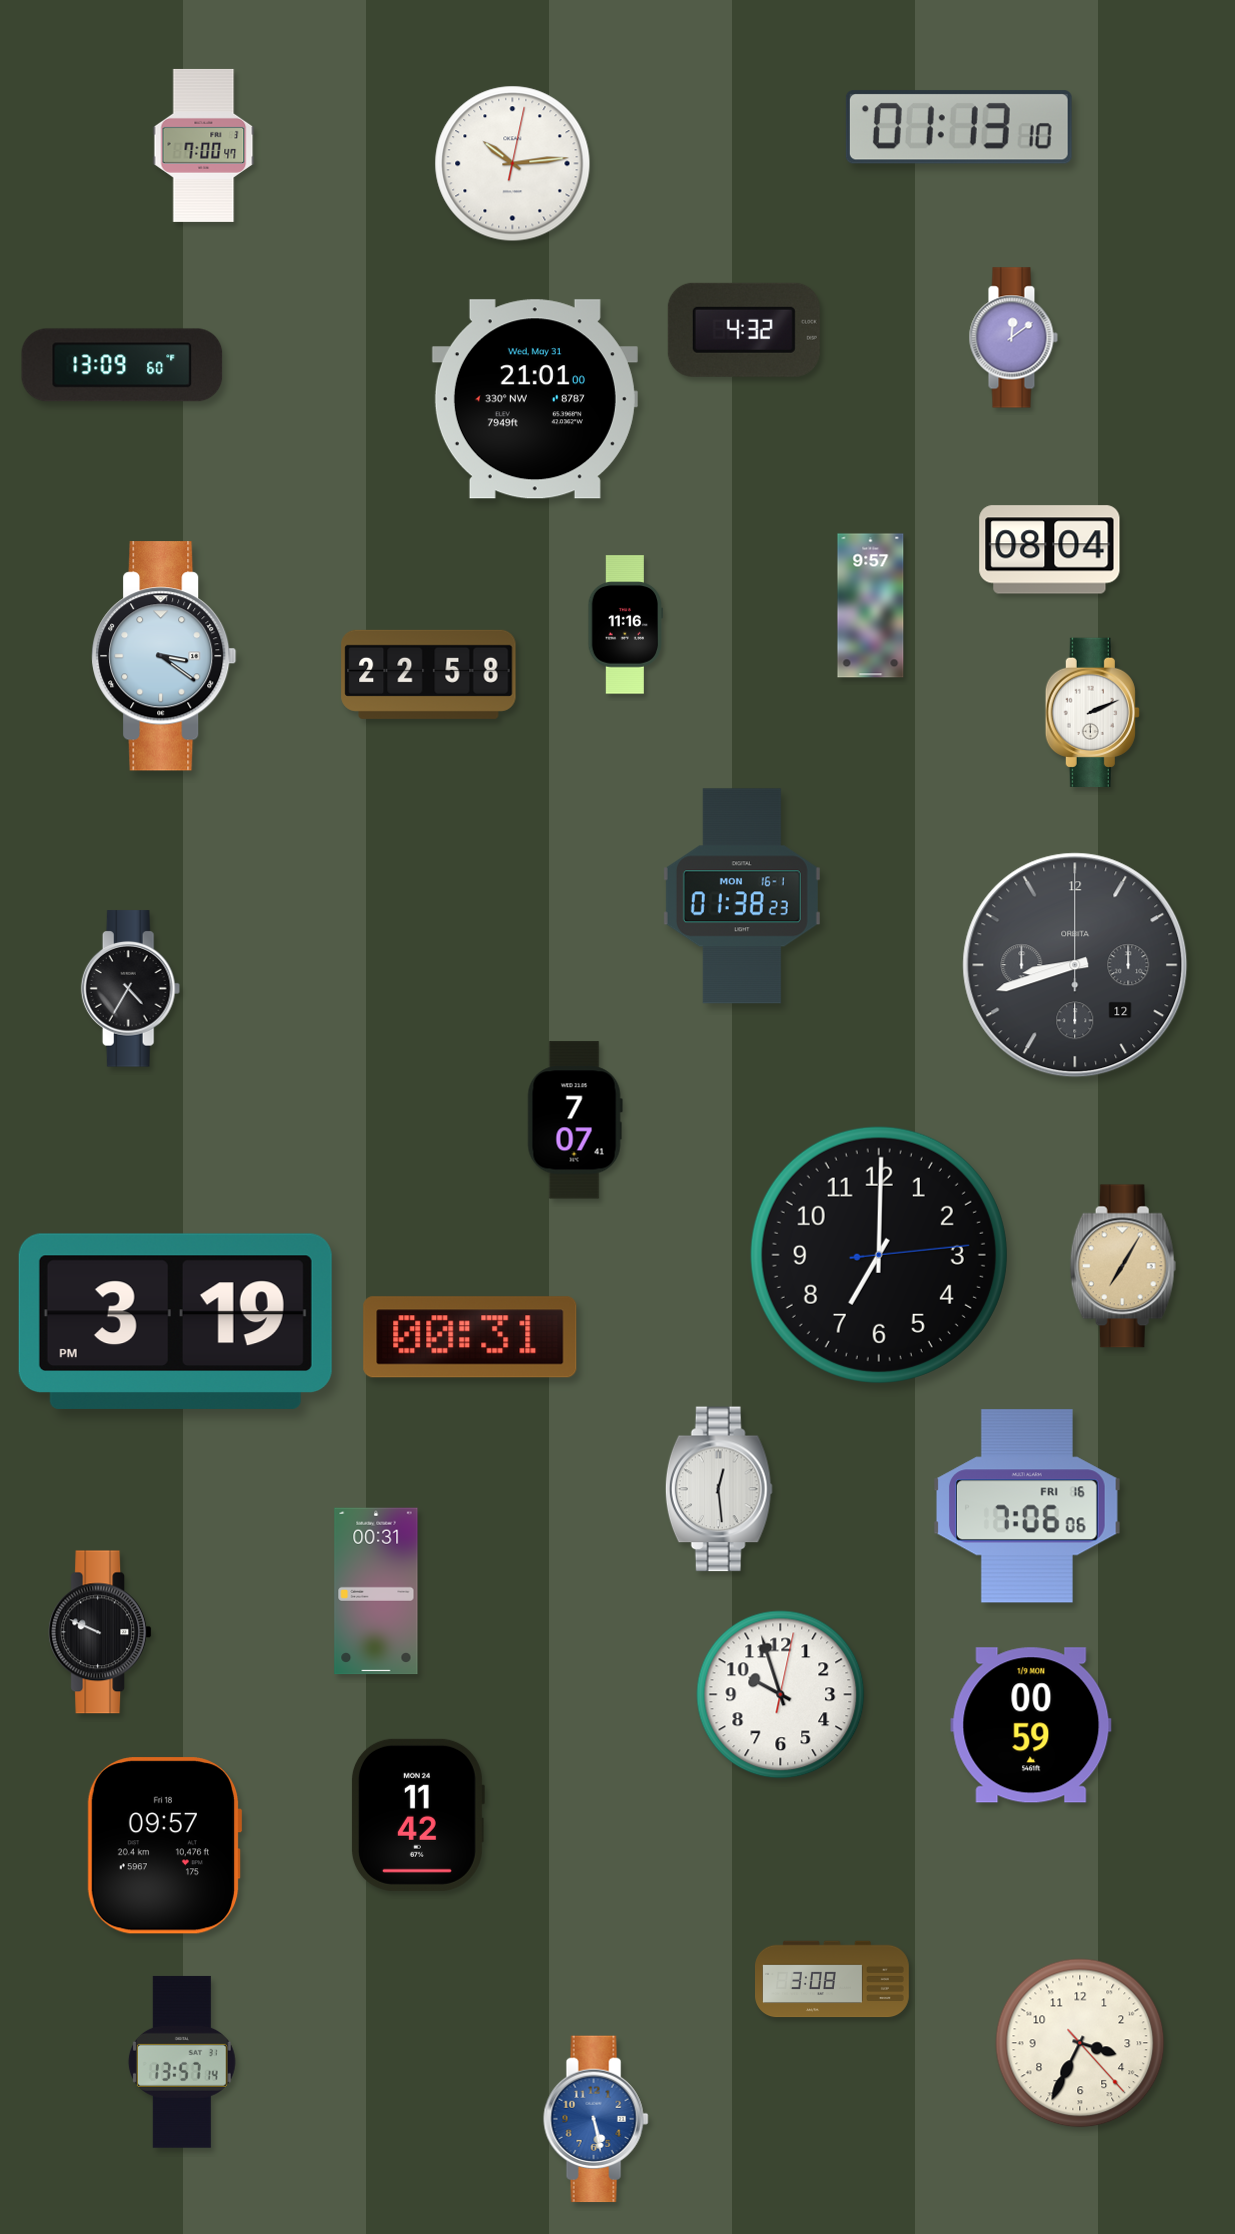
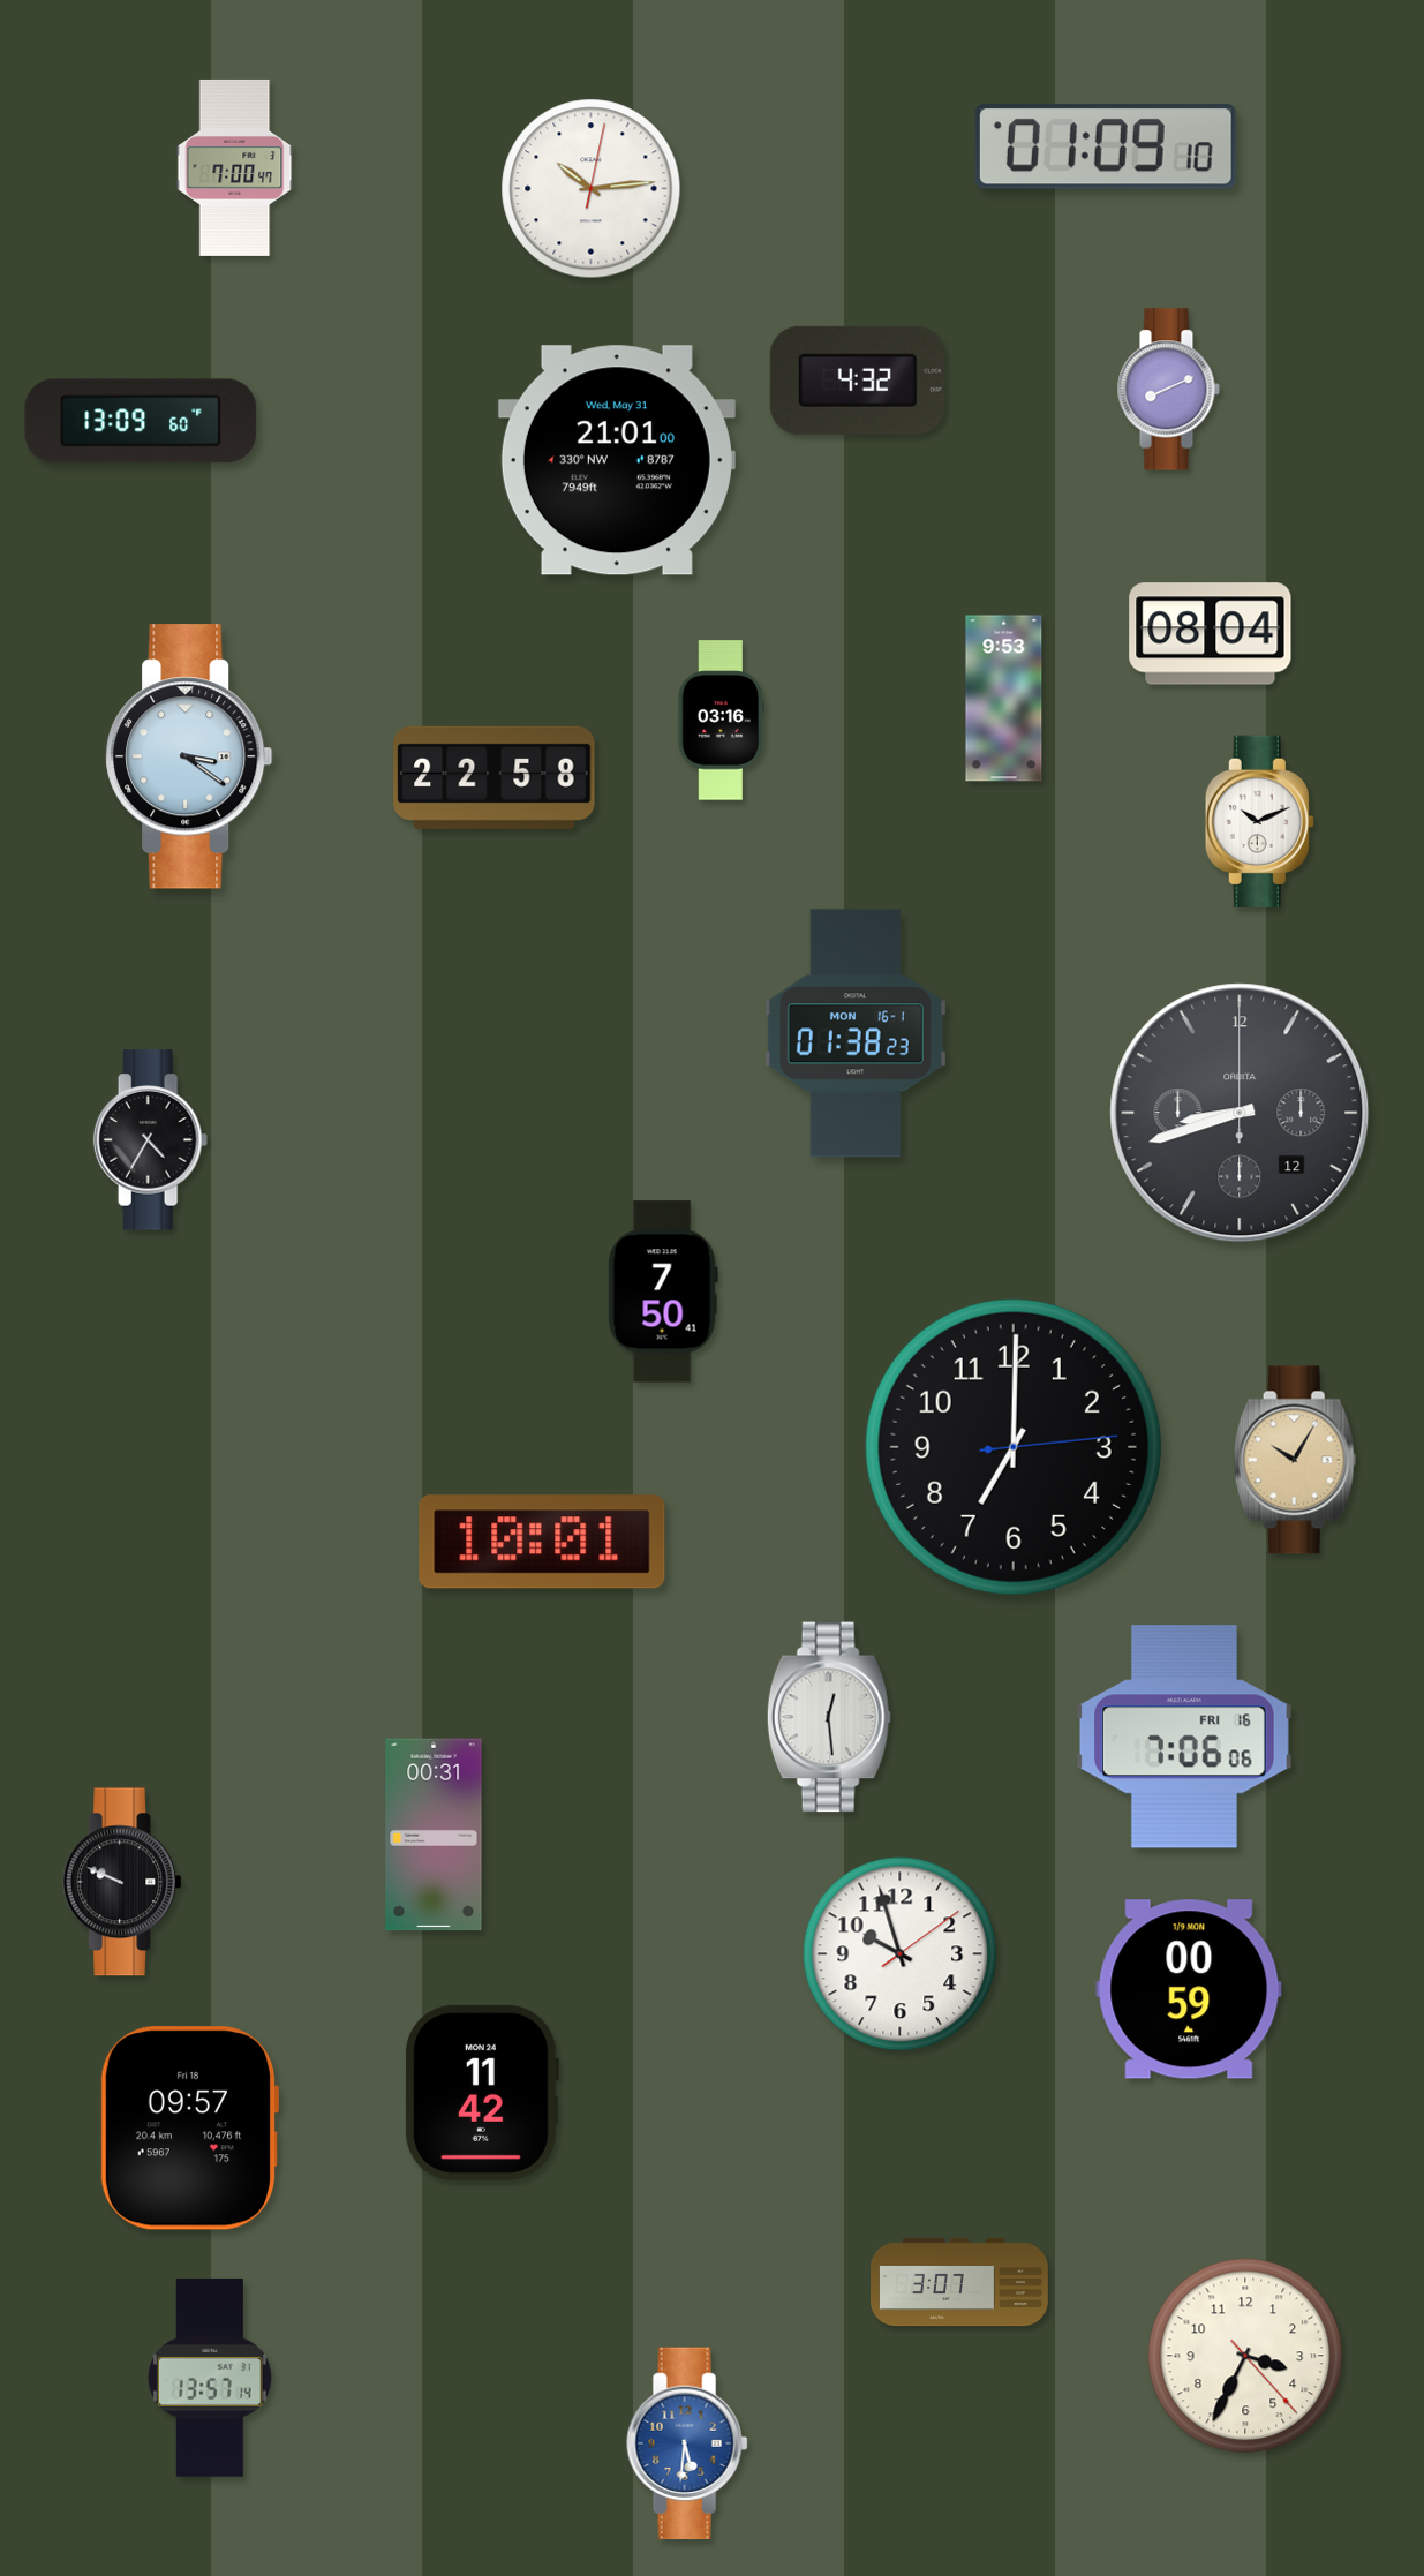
clock at (959, 127): 01:13 -> 01:09
clock at (1013, 338): 12:09 -> 8:11
clock at (871, 606): 9:57 -> 9:53
clock at (626, 625): 11:16 -> 03:16
clock at (1092, 712): 2:11 -> 10:11
clock at (575, 1120): 7:07 -> 7:50
clock at (1123, 1266): 7:05 -> 10:05
clock at (175, 1321): 3:19 -> none
clock at (470, 1337): 00:31 -> 10:01
clock at (100, 1632) position: (100, 1632) -> (122, 1882)
clock at (781, 1695): 9:57:02 -> 9:57:09
clock at (833, 1979): 3:08 -> 3:07
clock at (596, 2119): 5:28 -> 5:31
